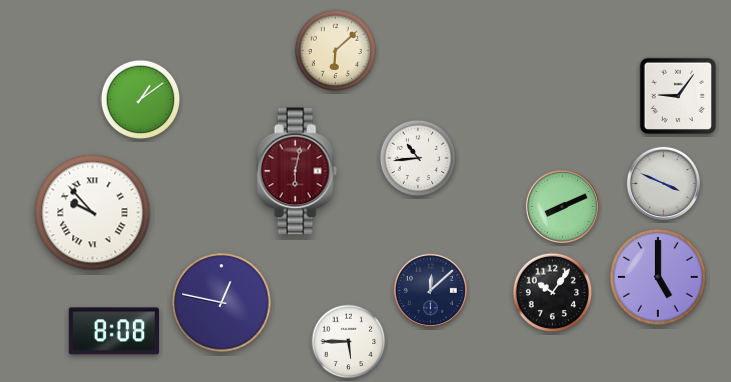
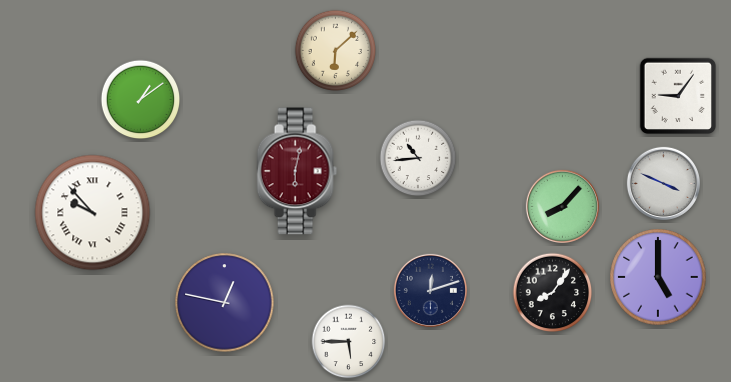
clock at (562, 206): 8:11 -> 8:07
clock at (430, 290): 12:08 -> 12:12
clock at (553, 293): 10:06 -> 8:06
clock at (222, 303) position: (222, 303) -> (225, 303)
clock at (113, 331): 8:08 -> none
